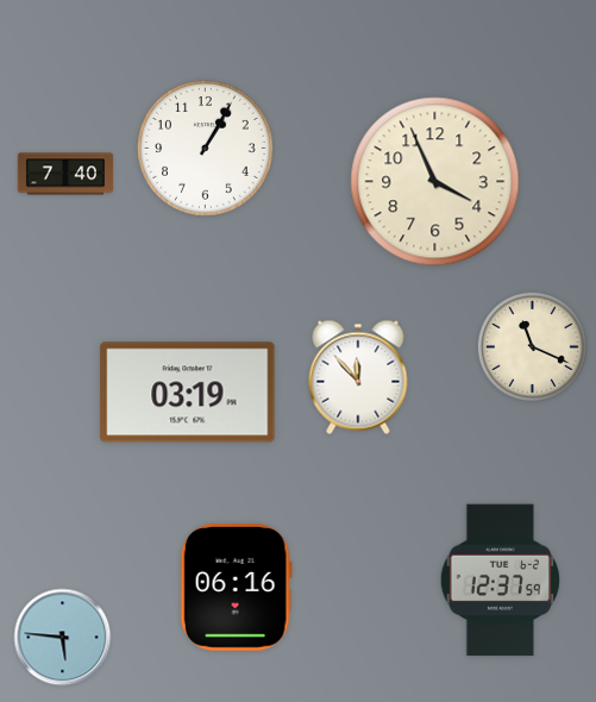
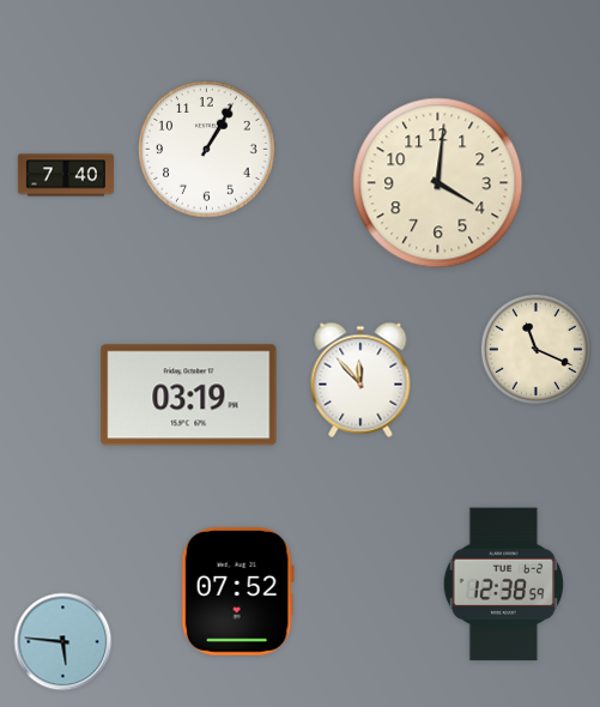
clock at (435, 182): 3:56 -> 4:01
clock at (500, 581): 12:37 -> 12:38
clock at (236, 587): 06:16 -> 07:52
